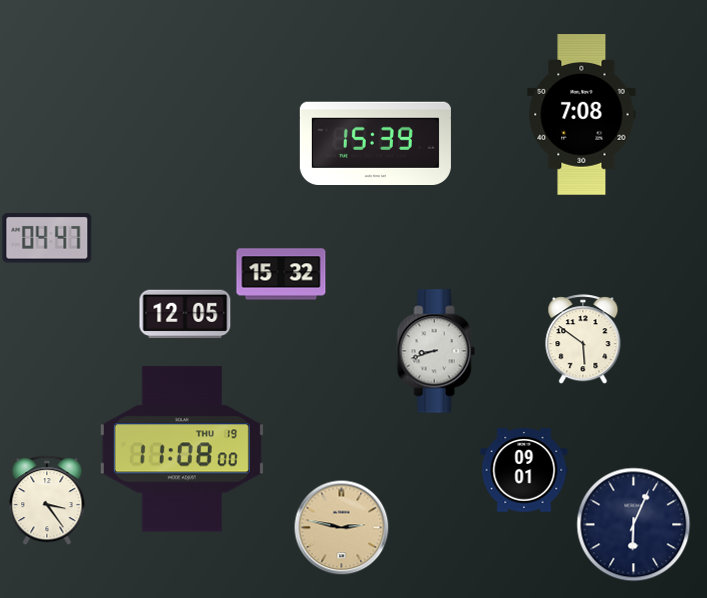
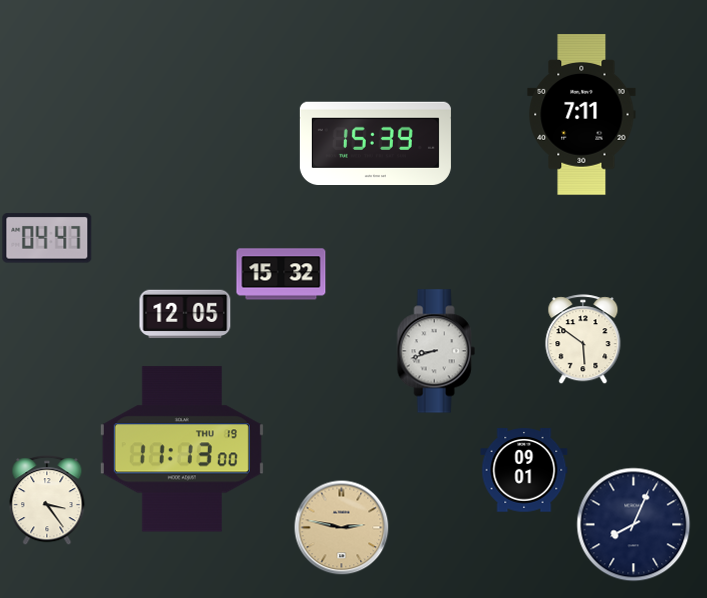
clock at (582, 115): 7:08 -> 7:11
clock at (182, 449): 11:08 -> 11:13
clock at (634, 525): 6:04 -> 8:04
